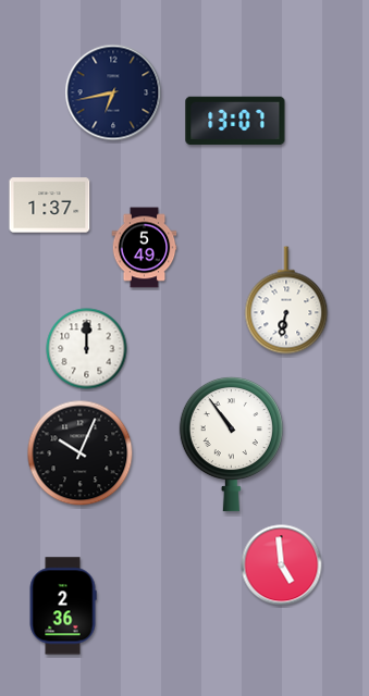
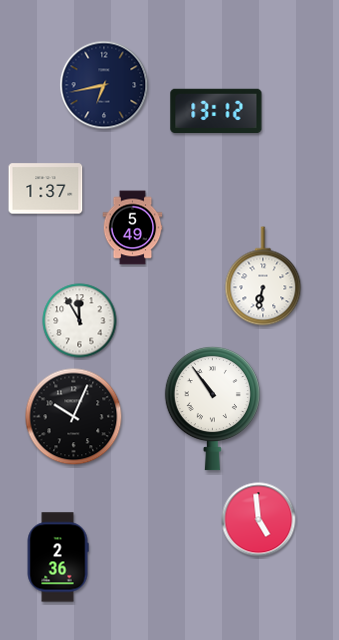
clock at (235, 120): 13:07 -> 13:12
clock at (87, 349): 12:00 -> 11:55
